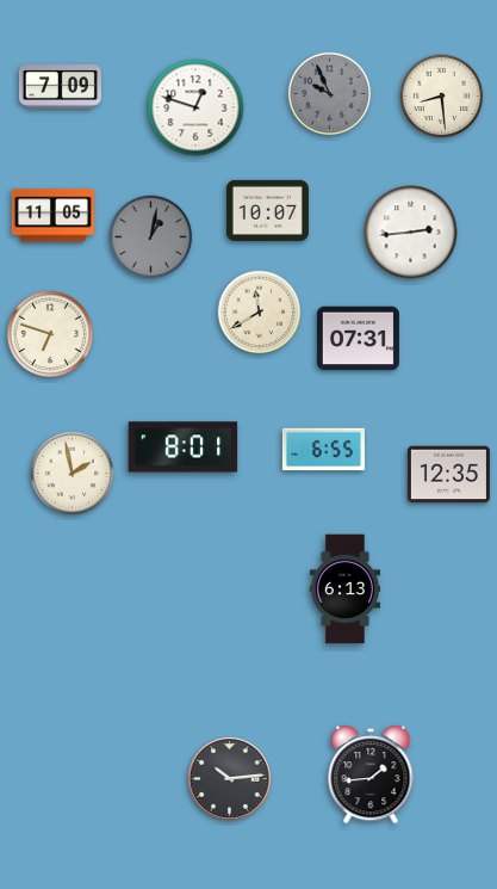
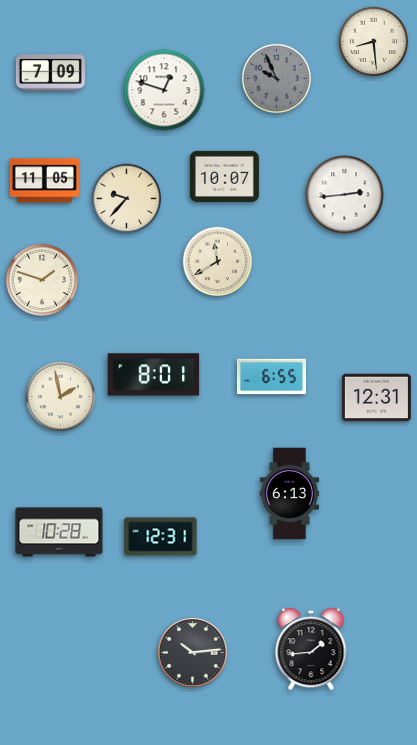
clock at (442, 97) position: (442, 97) -> (374, 42)
clock at (151, 237): 1:02 -> 9:37
clock at (151, 237) dial: grey -> cream
clock at (50, 334): 6:48 -> 1:48
clock at (358, 339): 07:31 -> none
clock at (448, 475): 12:35 -> 12:31
clock at (59, 532): none -> 10:28
clock at (161, 537): none -> 12:31
